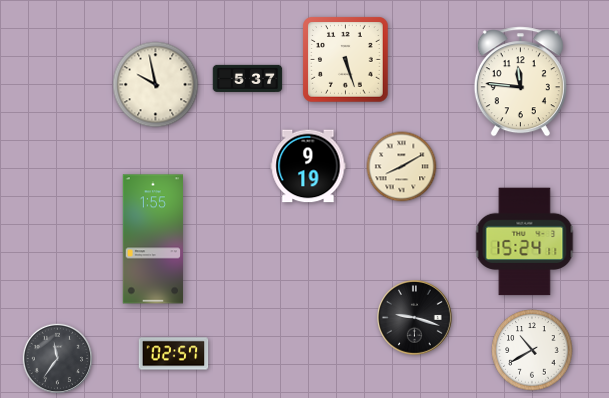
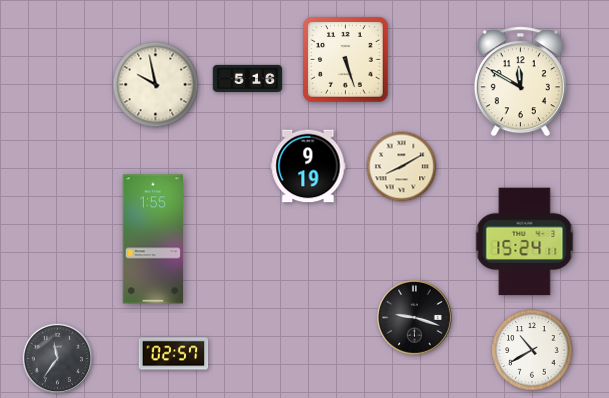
clock at (248, 78): 5:37 -> 5:16
clock at (520, 82): 11:46 -> 11:50
